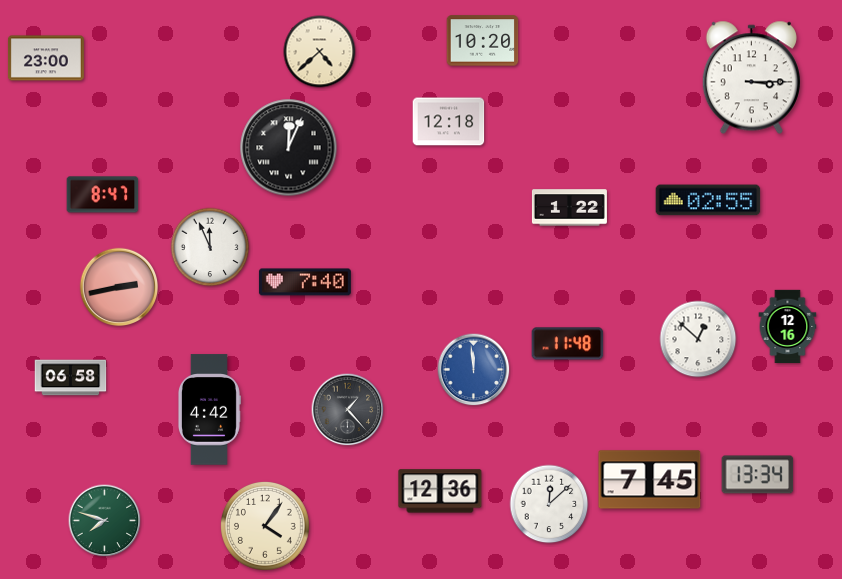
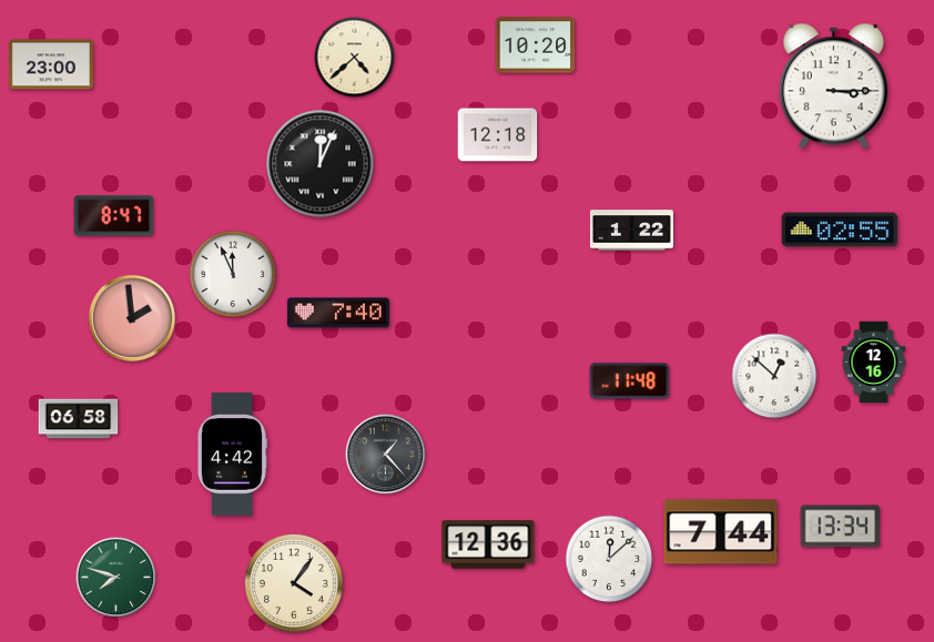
clock at (708, 200) position: (708, 200) -> (840, 230)
clock at (119, 287): 2:43 -> 1:59
clock at (474, 370): 11:59 -> none
clock at (650, 480): 7:45 -> 7:44
